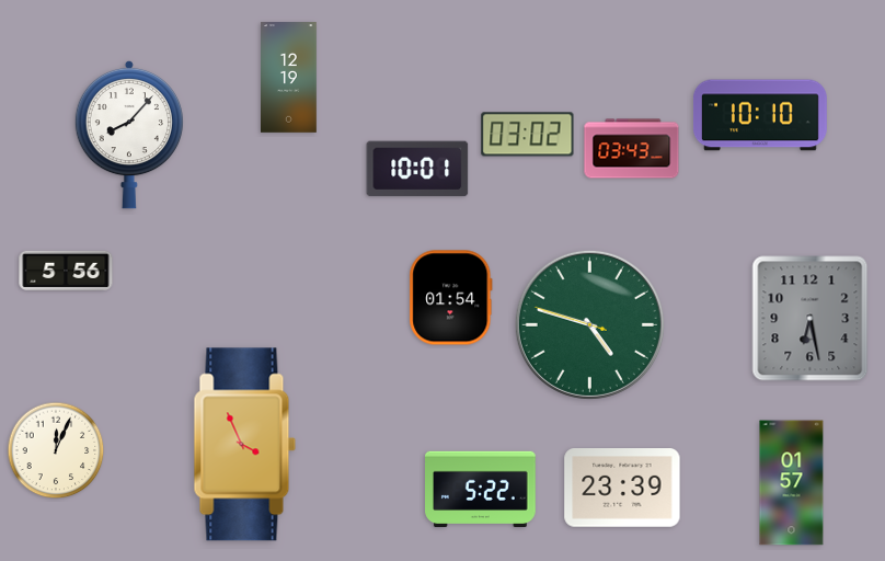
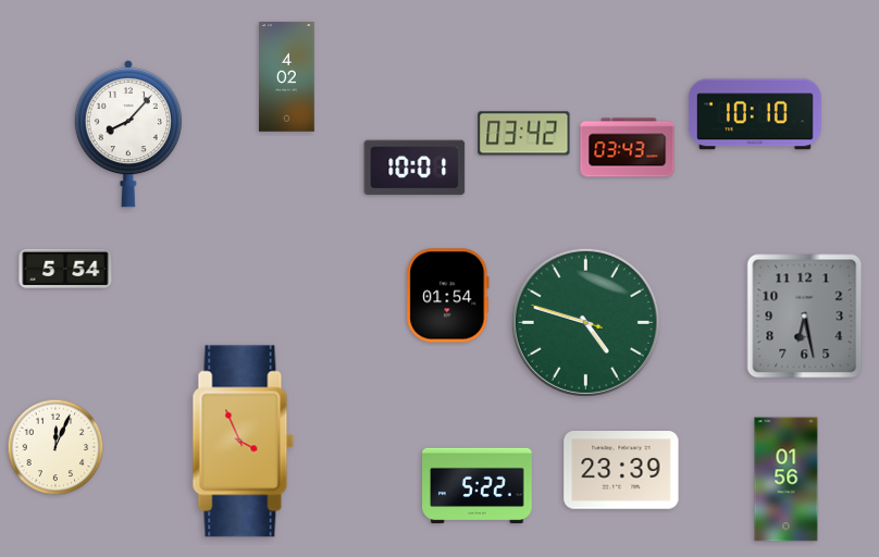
clock at (289, 78): 12:19 -> 4:02
clock at (528, 135): 03:02 -> 03:42
clock at (66, 270): 5:56 -> 5:54
clock at (792, 483): 01:57 -> 01:56
clock at (622, 488) position: (622, 488) -> (621, 470)
